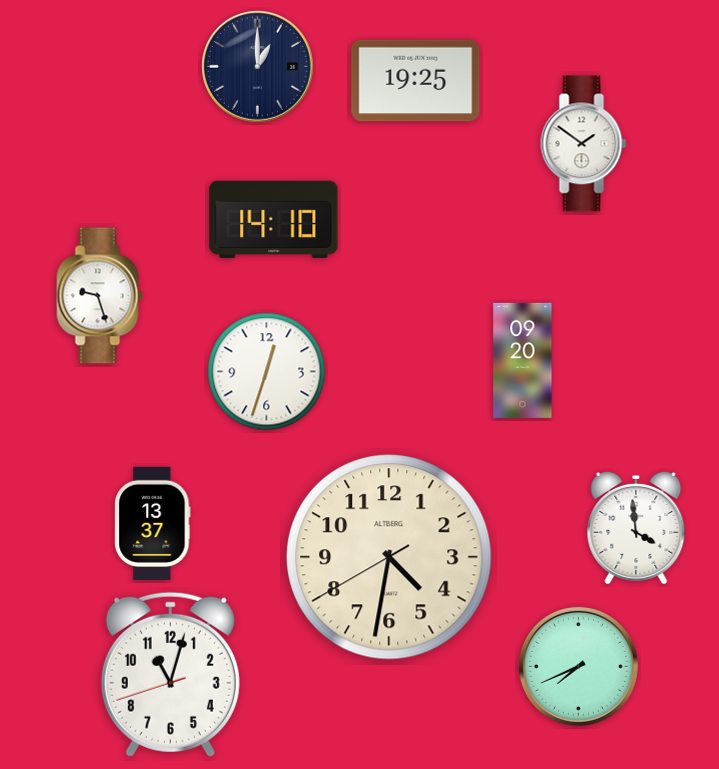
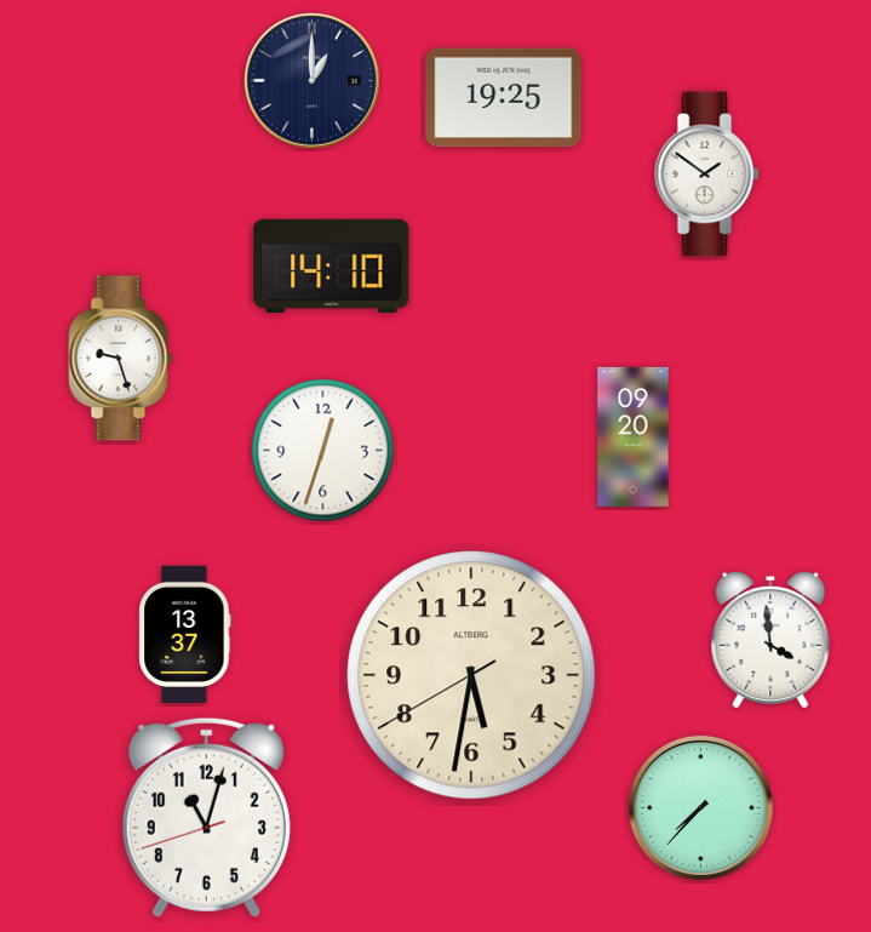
clock at (389, 557): 4:31 -> 5:31
clock at (578, 666): 7:41 -> 7:37
